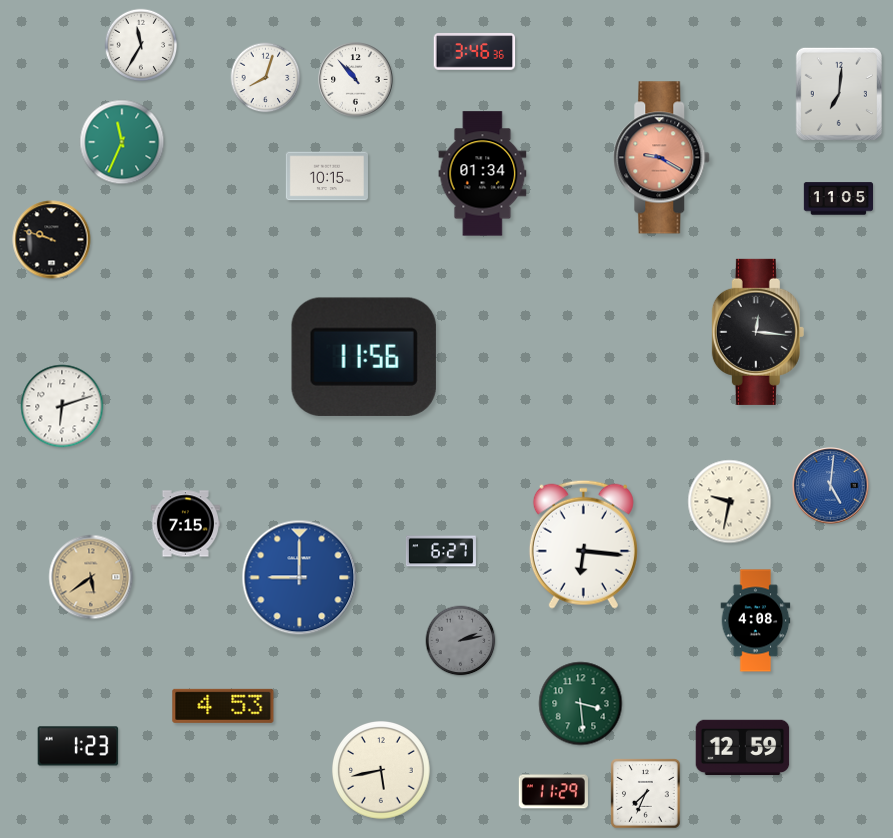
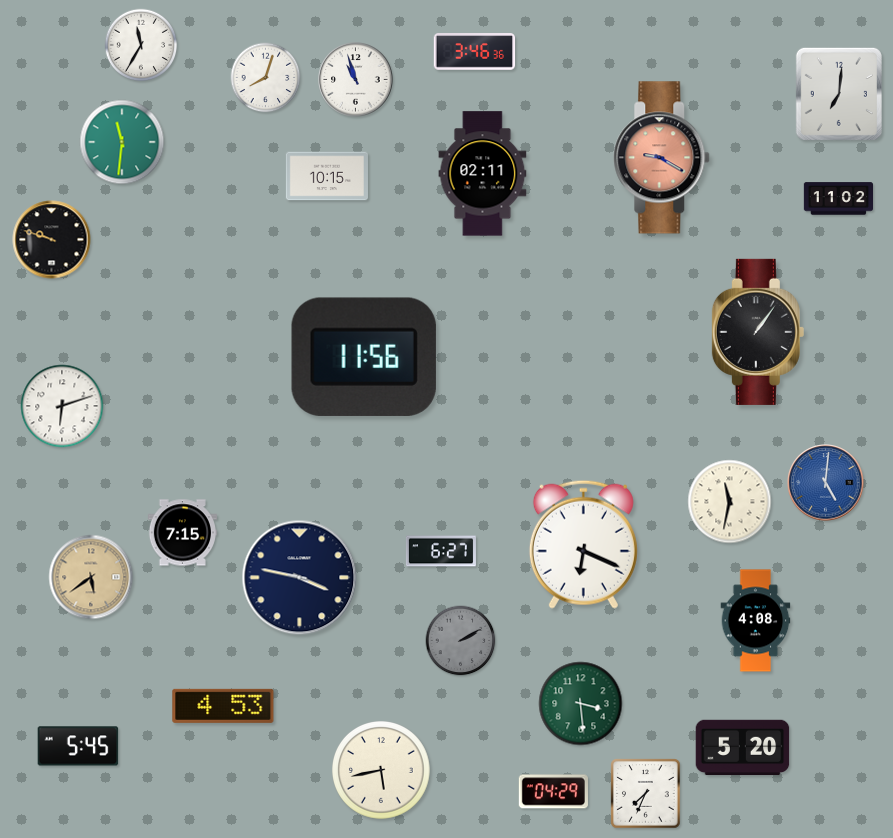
clock at (356, 80): 10:53 -> 10:57
clock at (122, 142): 11:34 -> 11:31
clock at (483, 174): 01:34 -> 02:11
clock at (838, 199): 11:05 -> 11:02
clock at (758, 332): 12:16 -> 1:06
clock at (831, 486) position: (831, 486) -> (826, 483)
clock at (730, 502): 9:32 -> 11:32
clock at (185, 524) position: (185, 524) -> (182, 533)
clock at (583, 544): 6:16 -> 6:19
clock at (300, 578): 9:00 -> 3:47
clock at (300, 578) dial: blue -> navy
clock at (461, 641): 2:13 -> 2:10
clock at (78, 746): 1:23 -> 5:45
clock at (743, 748): 12:59 -> 5:20
clock at (553, 792): 11:29 -> 04:29
